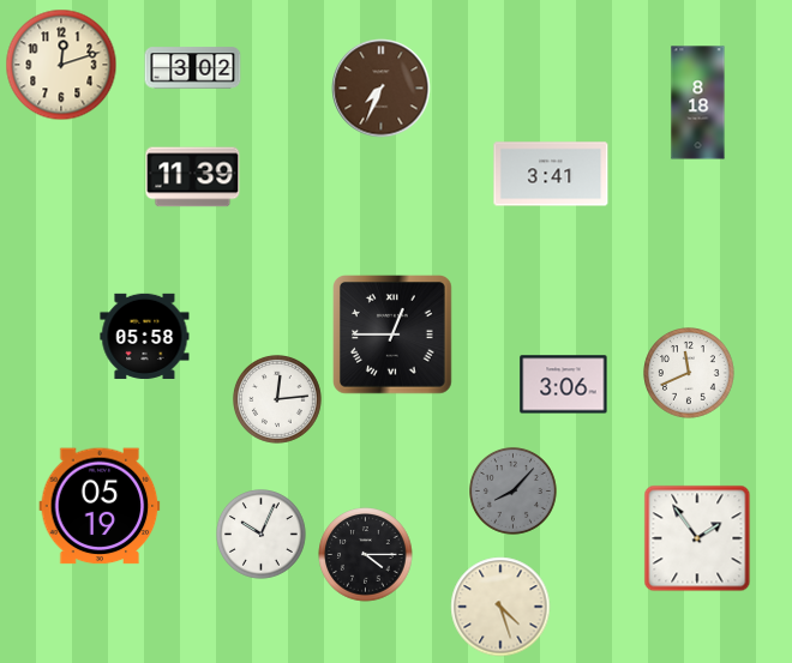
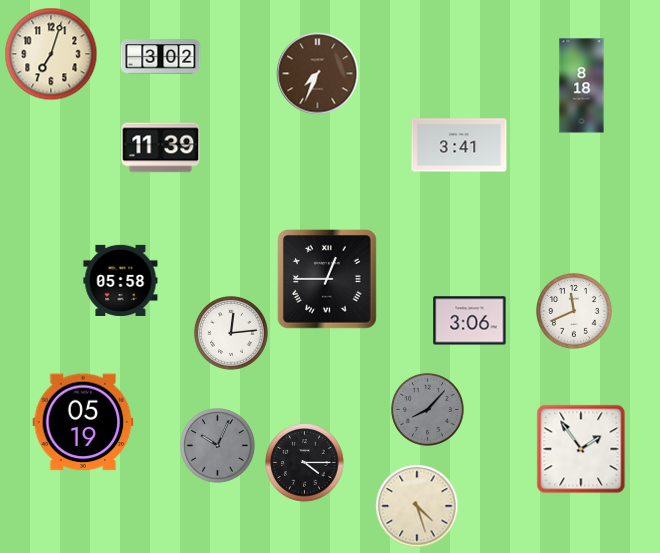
clock at (61, 65): 12:12 -> 7:03
clock at (262, 535) dial: white -> grey
